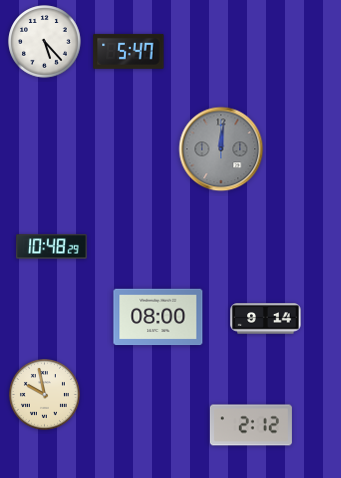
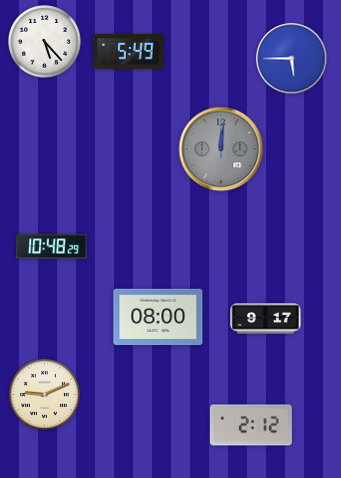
clock at (129, 51): 5:47 -> 5:49
clock at (292, 59): none -> 5:45
clock at (266, 319): 9:14 -> 9:17
clock at (44, 394): 9:58 -> 9:11
